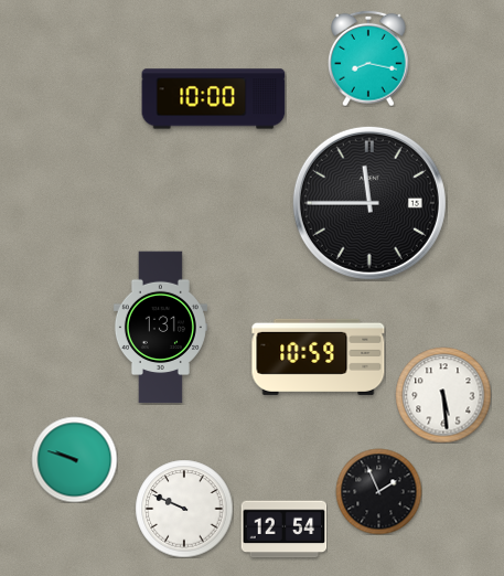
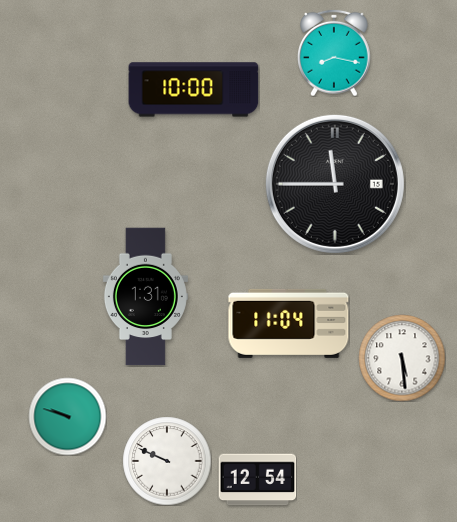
clock at (319, 356): 10:59 -> 11:04
clock at (378, 491): 1:56 -> none
